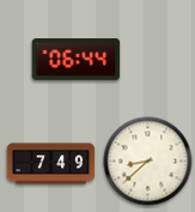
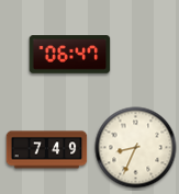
clock at (77, 60): 06:44 -> 06:47
clock at (148, 162): 8:38 -> 8:34
